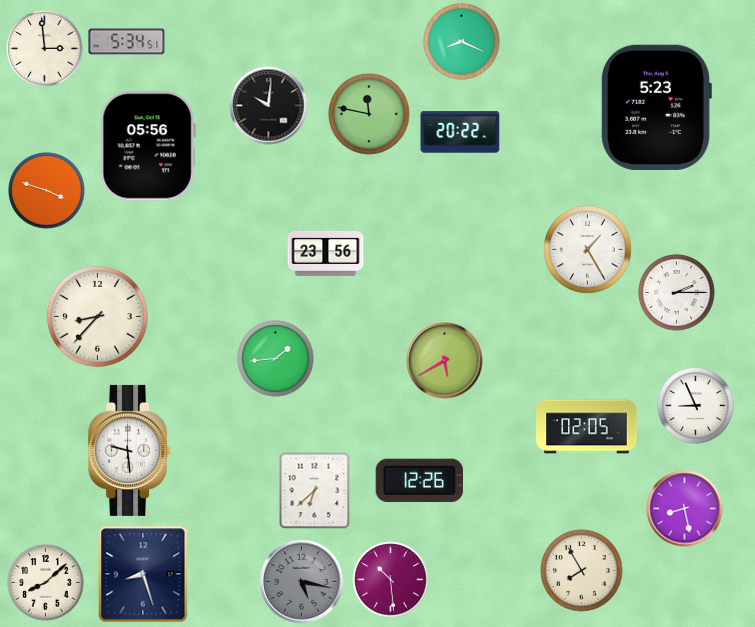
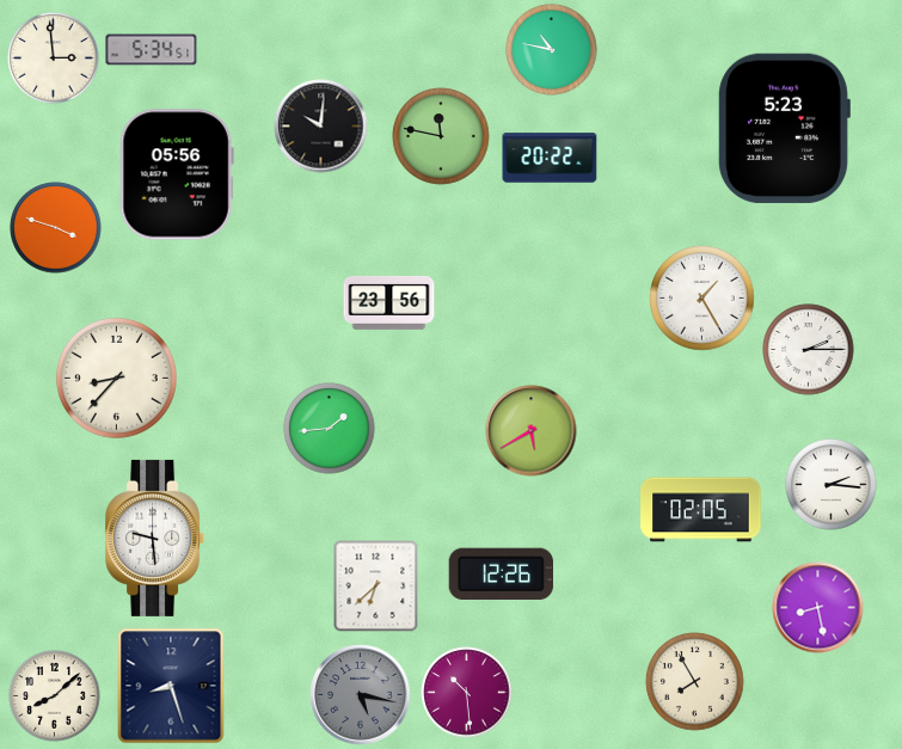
clock at (462, 42): 8:19 -> 10:47
clock at (696, 406): 8:56 -> 2:16
